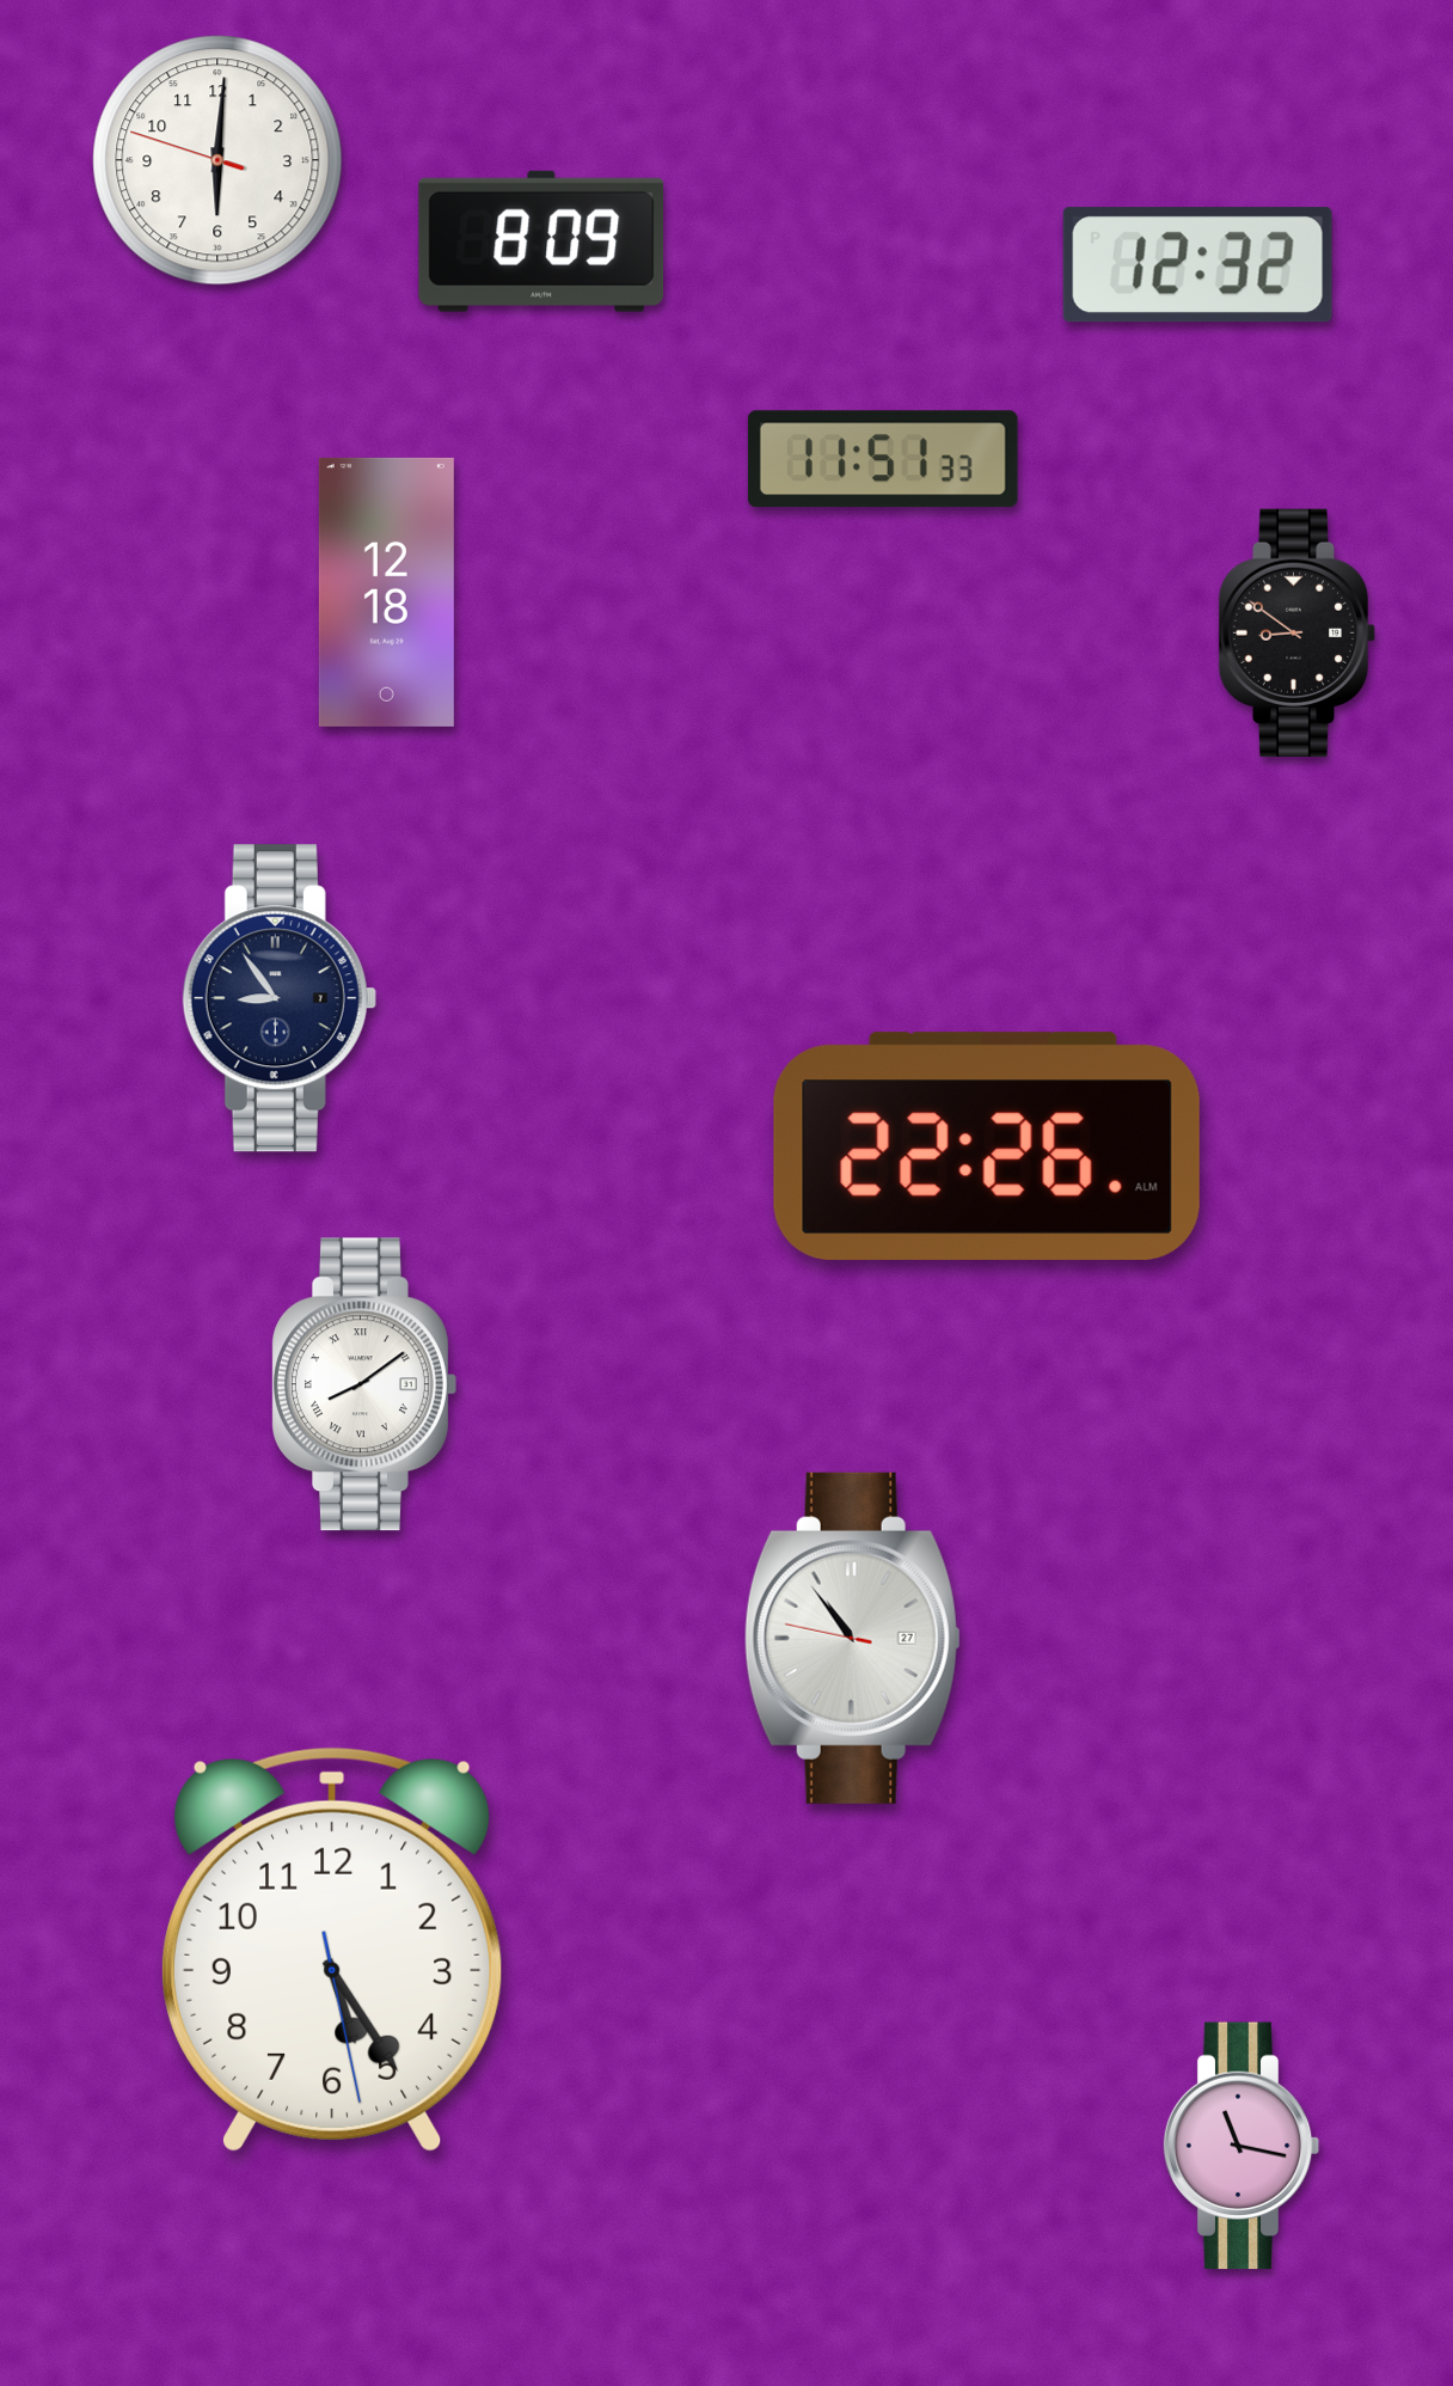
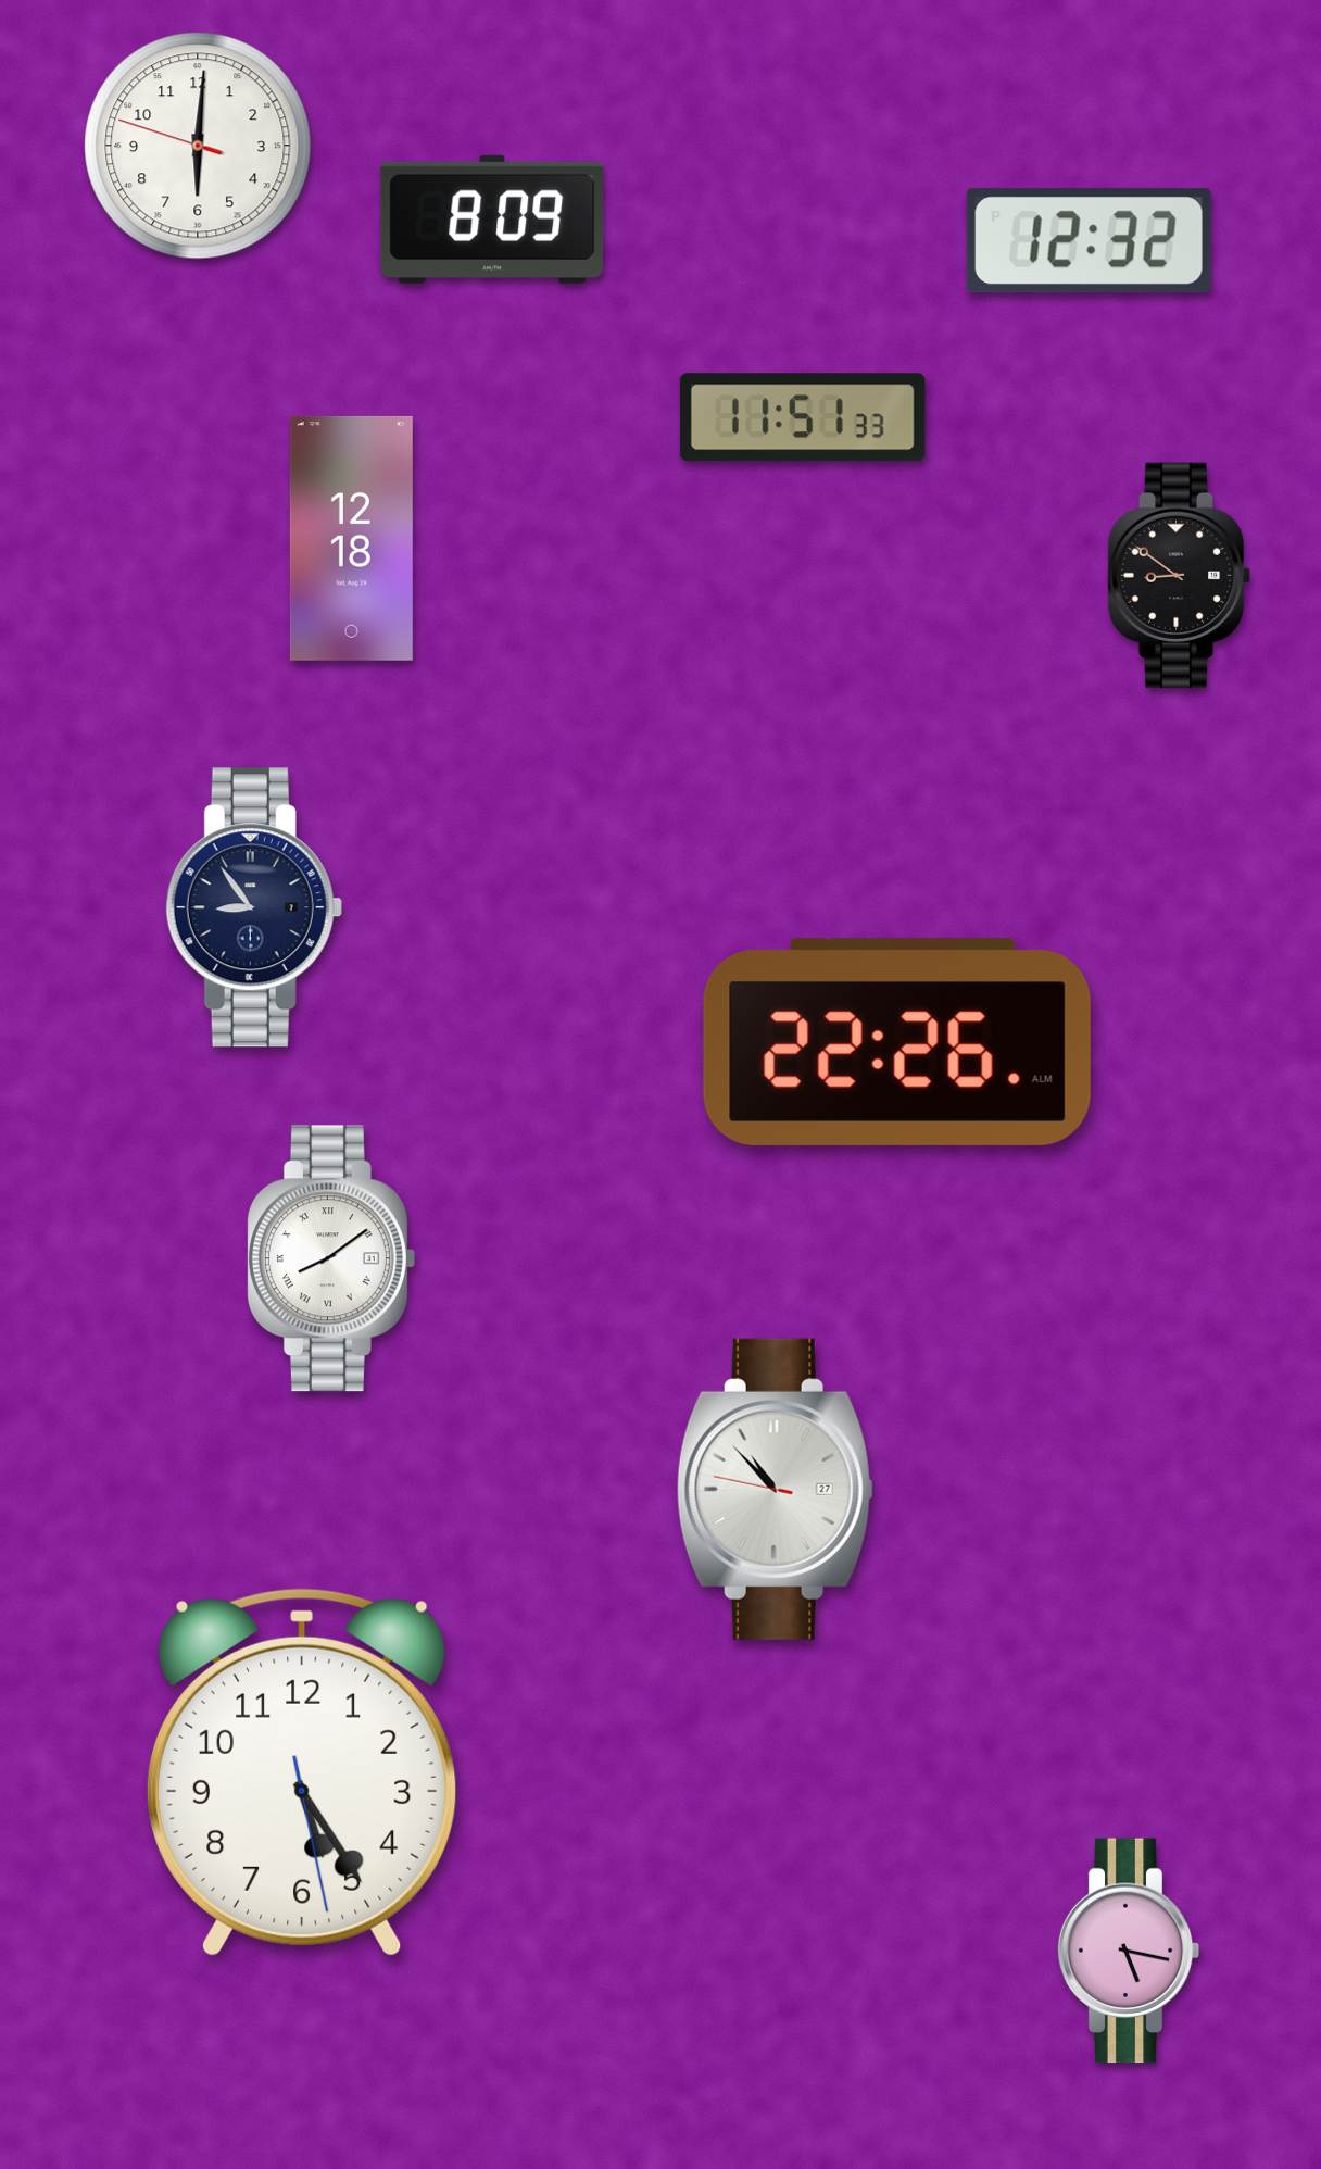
clock at (852, 1638): 10:53 -> 10:52
clock at (1242, 2146): 11:17 -> 5:17
